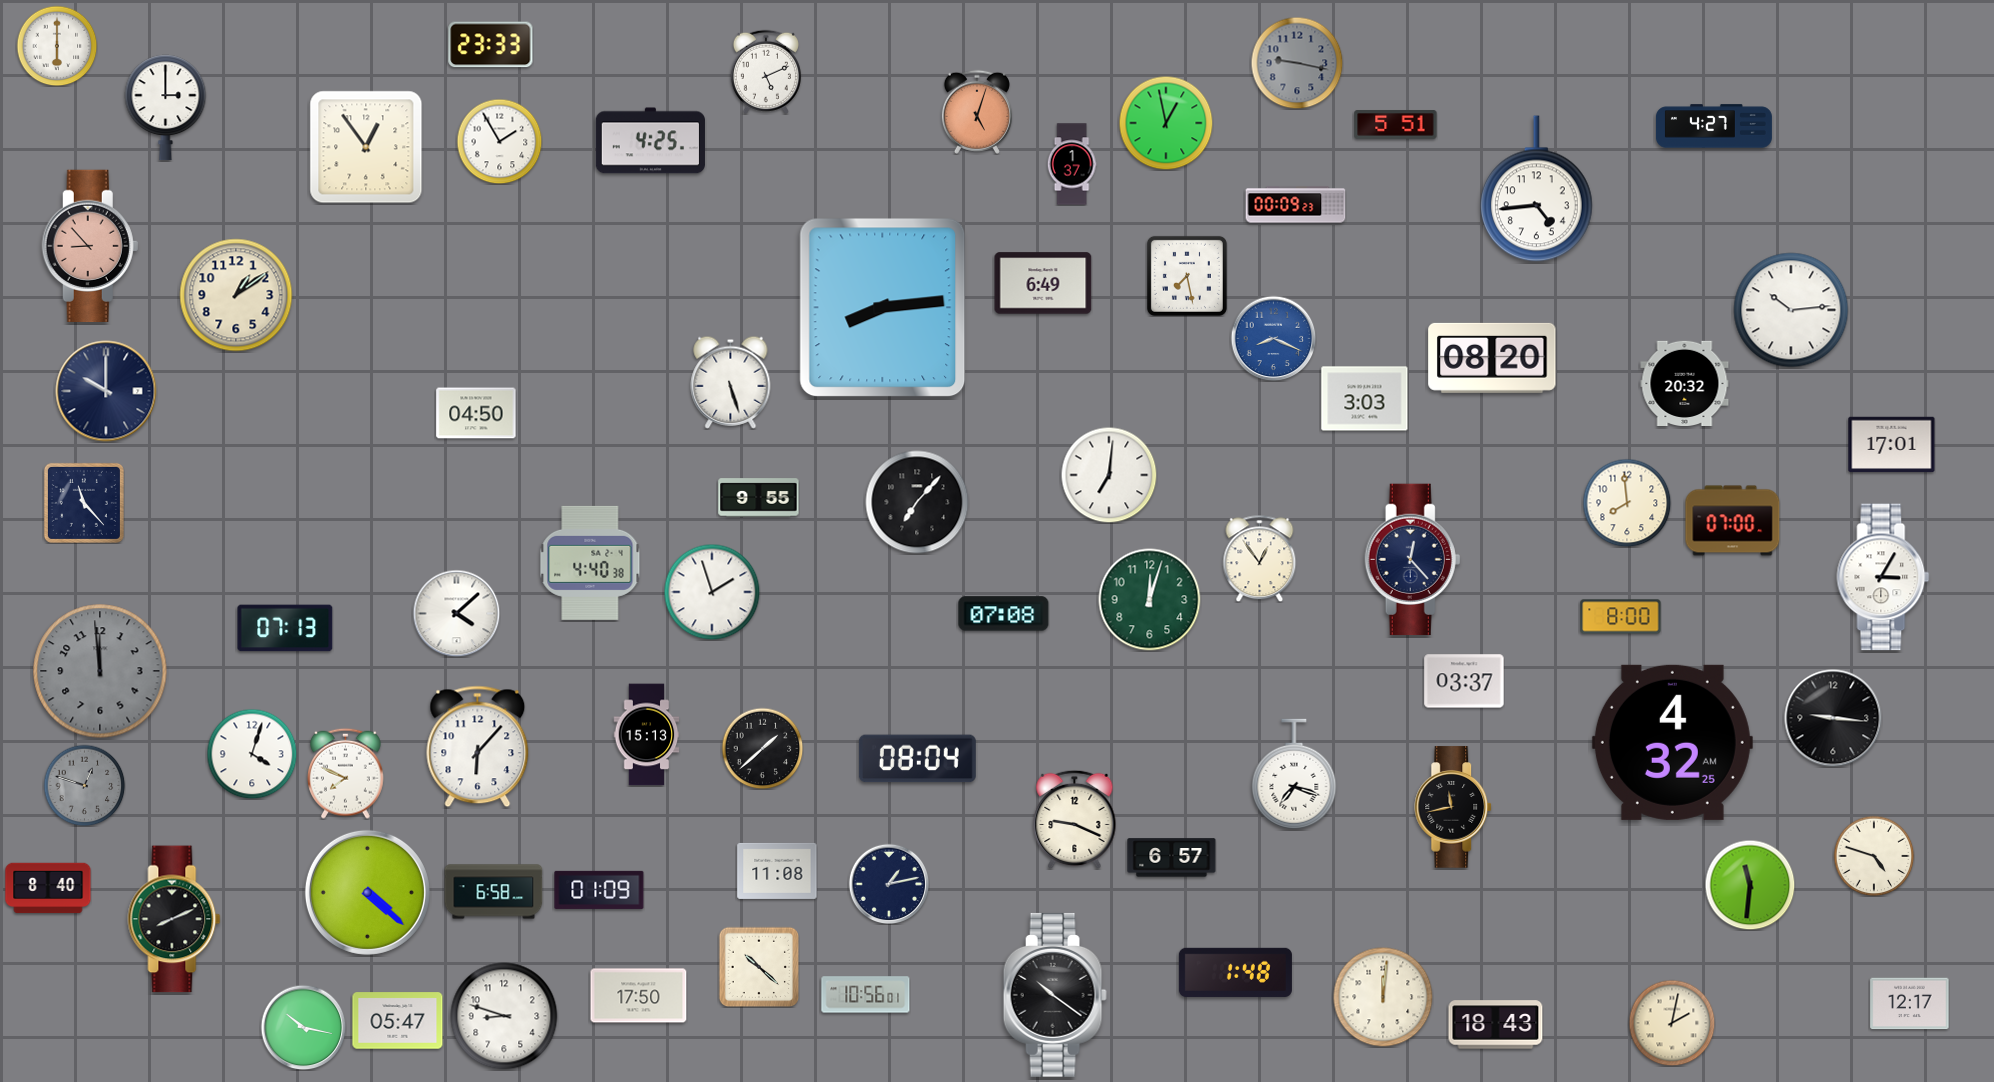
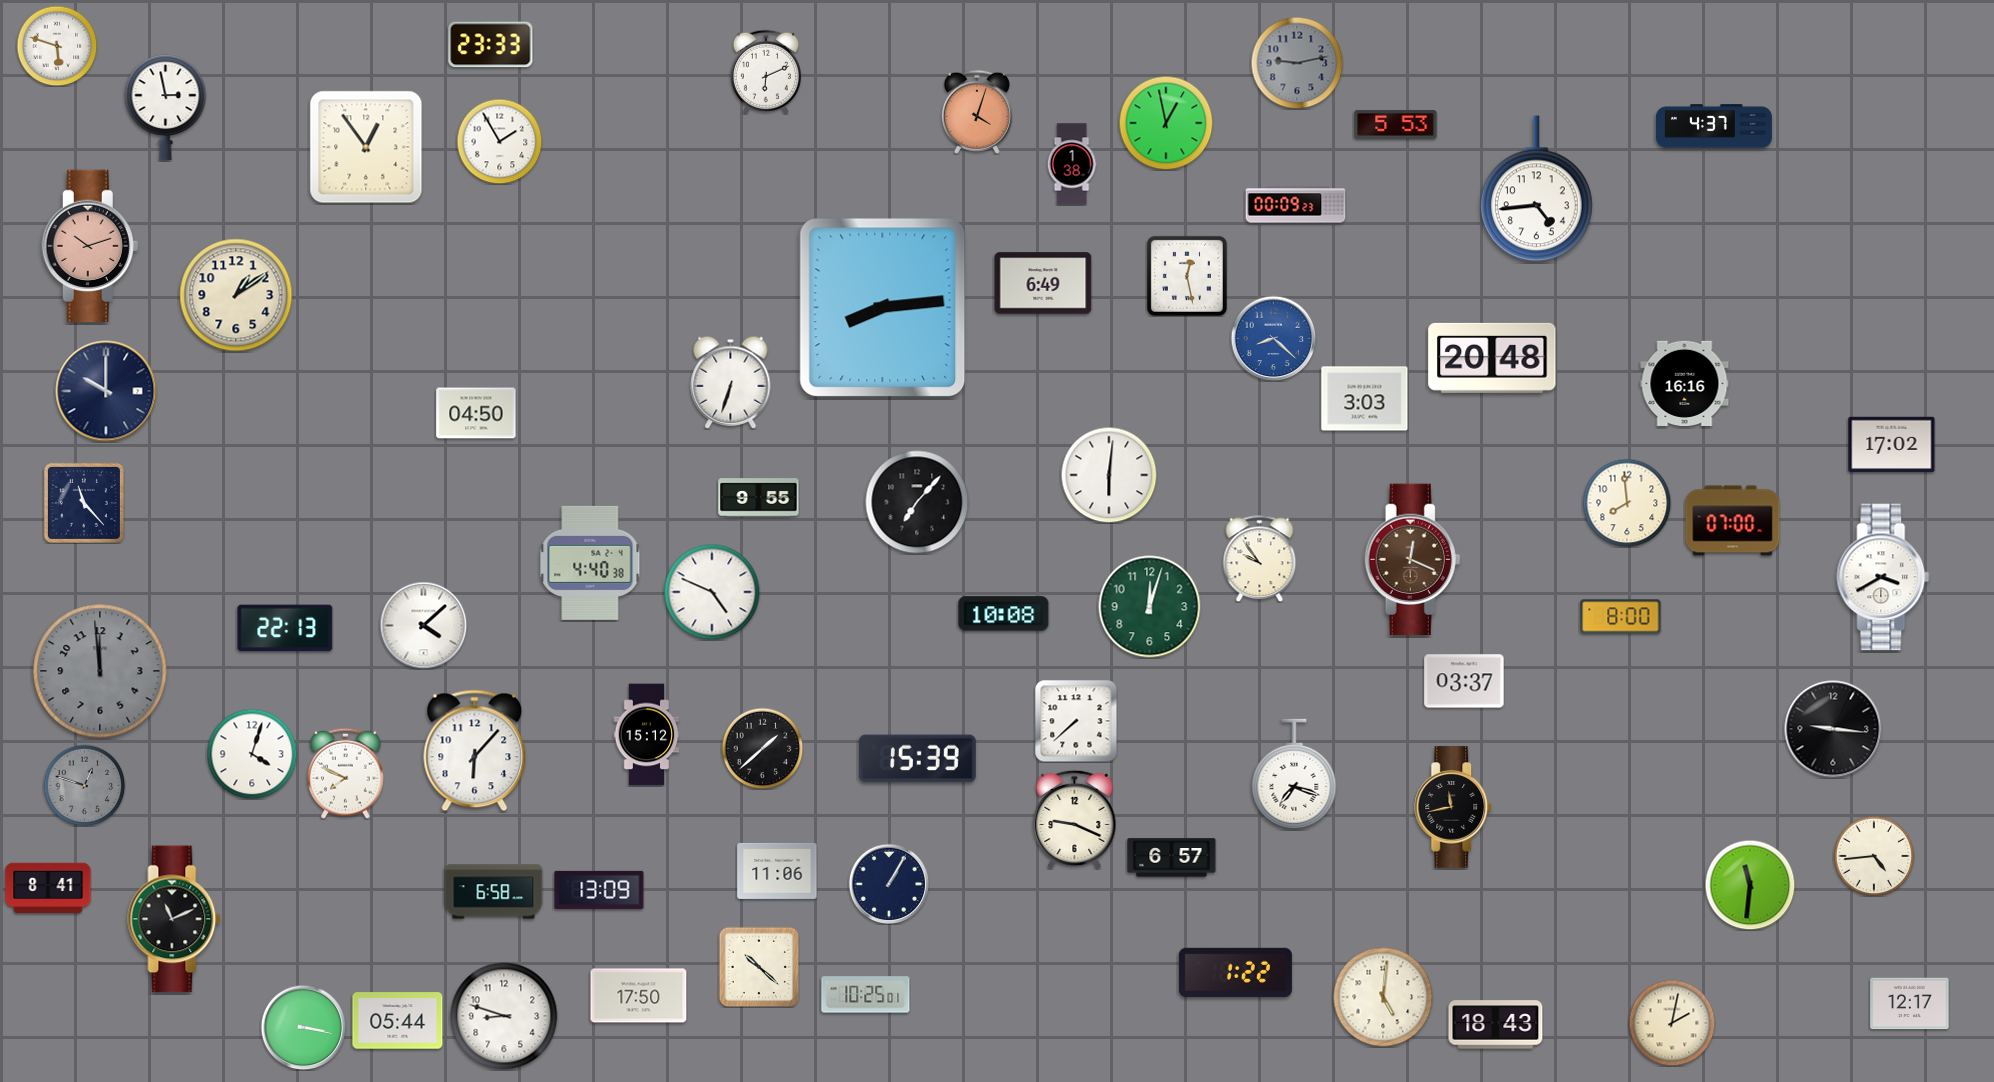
clock at (57, 46): 6:00 -> 5:48
clock at (1297, 63): 9:17 -> 9:13
clock at (766, 72): 5:11 -> 6:11
clock at (166, 108): 3:00 -> 2:58
clock at (977, 112): 5:03 -> 4:03
clock at (1396, 125): 5:51 -> 5:53
clock at (1714, 126): 4:27 -> 4:37
clock at (650, 141): 4:25 -> none
clock at (1072, 164): 1:37 -> 1:38
clock at (90, 245): 8:53 -> 10:12
clock at (1187, 276): 7:28 -> 12:28
clock at (1791, 310): 10:14 -> none
clock at (1273, 338): 8:19 -> 8:22
clock at (1492, 358): 08:20 -> 20:48
clock at (731, 382): 5:27 -> 6:33
clock at (1685, 383): 20:32 -> 16:16
clock at (1892, 445): 17:01 -> 17:02
clock at (1109, 475): 7:01 -> 6:01
clock at (1260, 558): 12:54 -> 9:54
clock at (1413, 560): 12:23 -> 12:19
clock at (1413, 560) dial: navy -> brown
clock at (1883, 577): 3:05 -> 3:40
clock at (712, 592): 1:57 -> 4:49
clock at (1150, 600) position: (1150, 600) -> (1150, 607)
clock at (456, 613) position: (456, 613) -> (423, 625)
clock at (1004, 614): 07:08 -> 10:08
clock at (285, 628): 07:13 -> 22:13
clock at (1833, 718) position: (1833, 718) -> (1833, 729)
clock at (1076, 721): none -> 7:38
clock at (647, 735): 15:13 -> 15:12
clock at (1672, 742): 4:32 -> none
clock at (478, 747) position: (478, 747) -> (475, 751)
clock at (917, 759): 08:04 -> 15:39
clock at (1874, 856): 4:48 -> 4:44
clock at (777, 871): 11:08 -> 11:06
clock at (889, 884): 1:13 -> 1:05
clock at (48, 888): 8:40 -> 8:41
clock at (599, 890): 01:09 -> 13:09
clock at (367, 892): 4:22 -> none
clock at (174, 919): 8:11 -> 11:11
clock at (1235, 972): 1:48 -> 1:22
clock at (866, 995): 10:56 -> 10:25
clock at (1055, 995): 10:21 -> none
clock at (1383, 997): 12:01 -> 5:01
clock at (398, 1021): 05:47 -> 05:44
clock at (303, 1027): 10:17 -> 3:17
